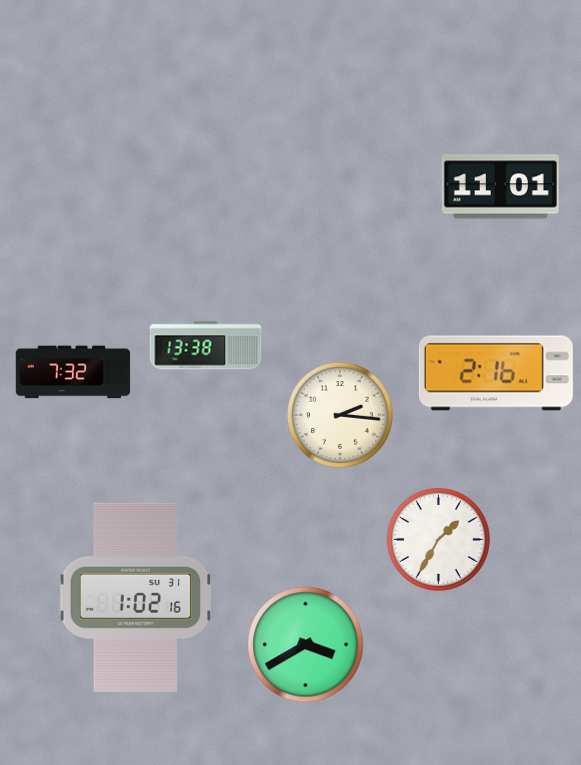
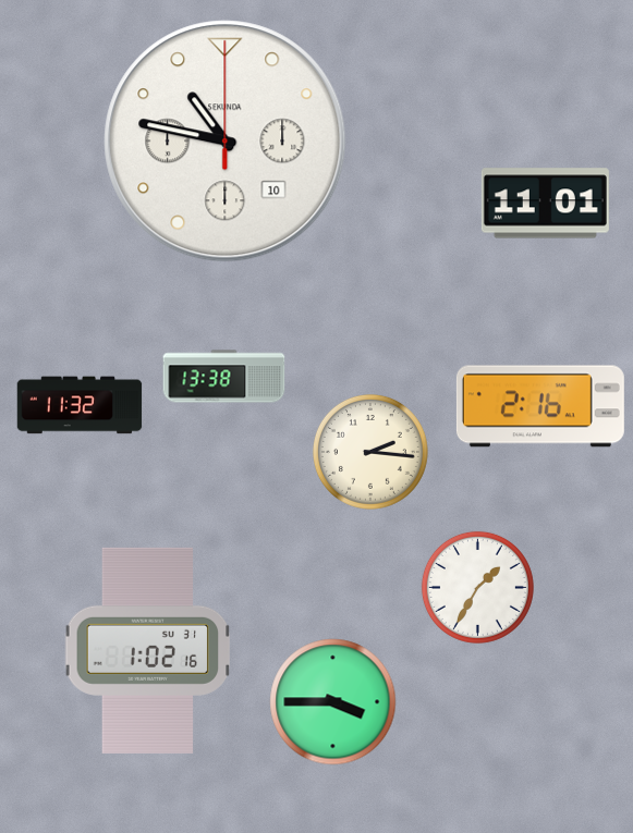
clock at (226, 142): none -> 10:47
clock at (73, 372): 7:32 -> 11:32
clock at (306, 645): 3:40 -> 3:45
